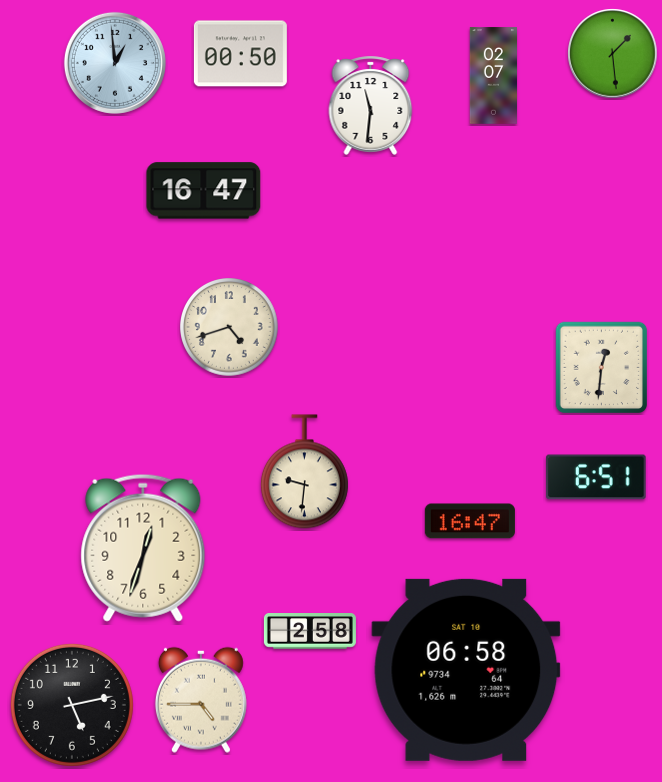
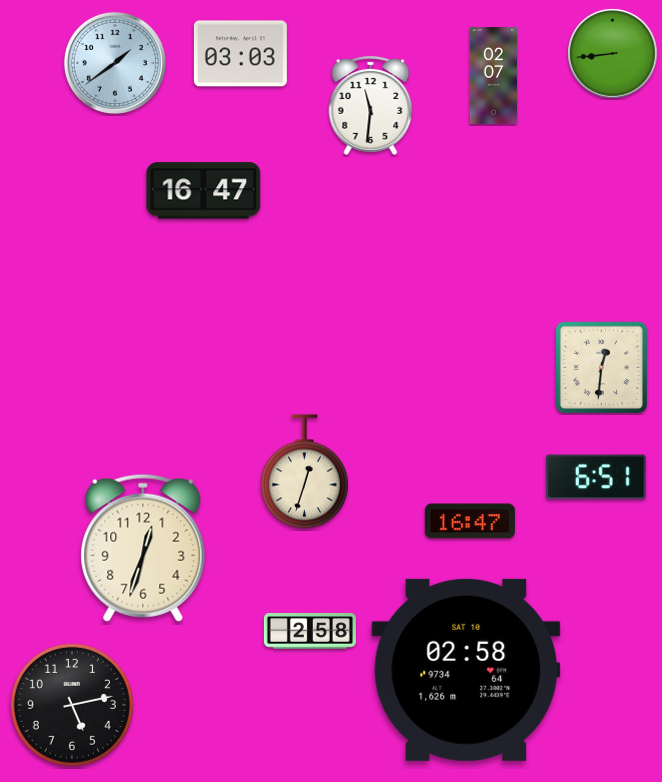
clock at (240, 54): 00:50 -> 03:03
clock at (613, 54): 1:29 -> 8:44
clock at (115, 63): 12:59 -> 1:39
clock at (230, 328): 4:42 -> none
clock at (304, 472): 9:31 -> 12:33
clock at (466, 670): 06:58 -> 02:58
clock at (201, 700): 4:45 -> none
